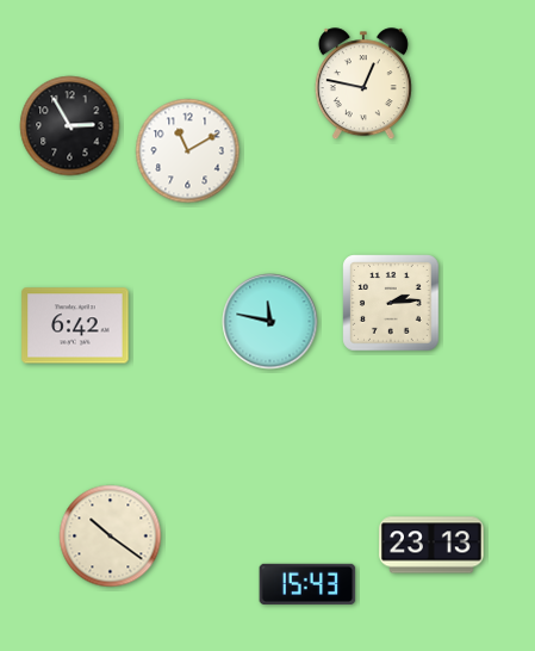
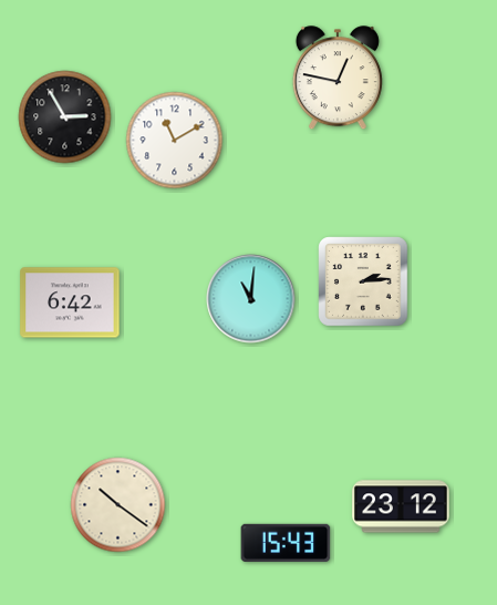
clock at (270, 322): 11:47 -> 11:01
clock at (111, 537) position: (111, 537) -> (118, 505)
clock at (431, 545): 23:13 -> 23:12
